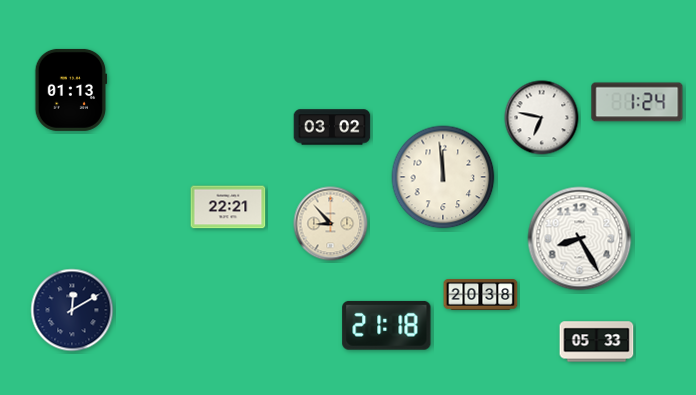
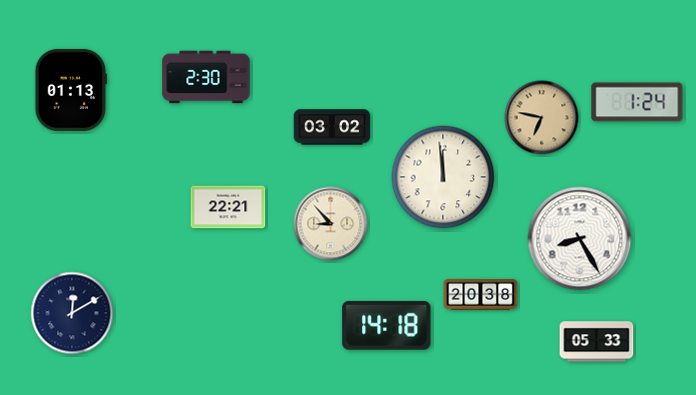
clock at (206, 77): none -> 2:30
clock at (542, 118) dial: white -> champagne
clock at (72, 310) position: (72, 310) -> (72, 313)
clock at (387, 325): 21:18 -> 14:18
